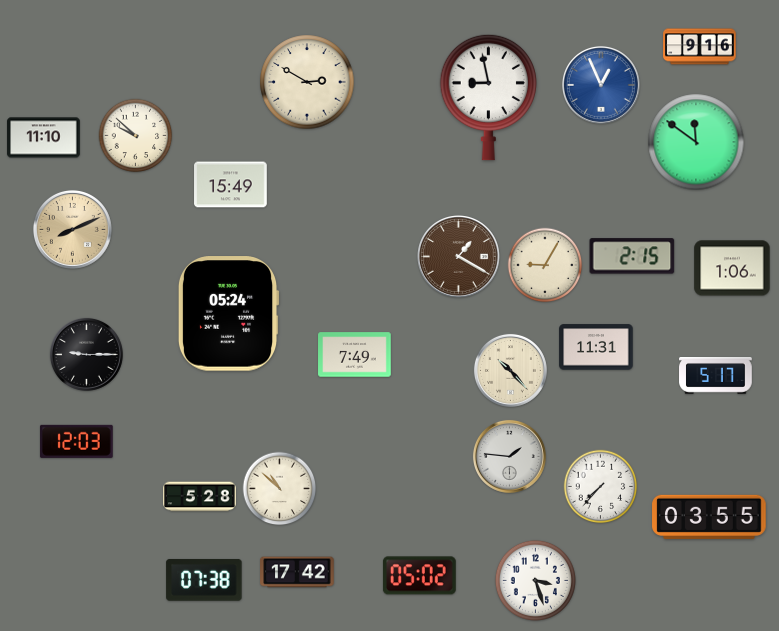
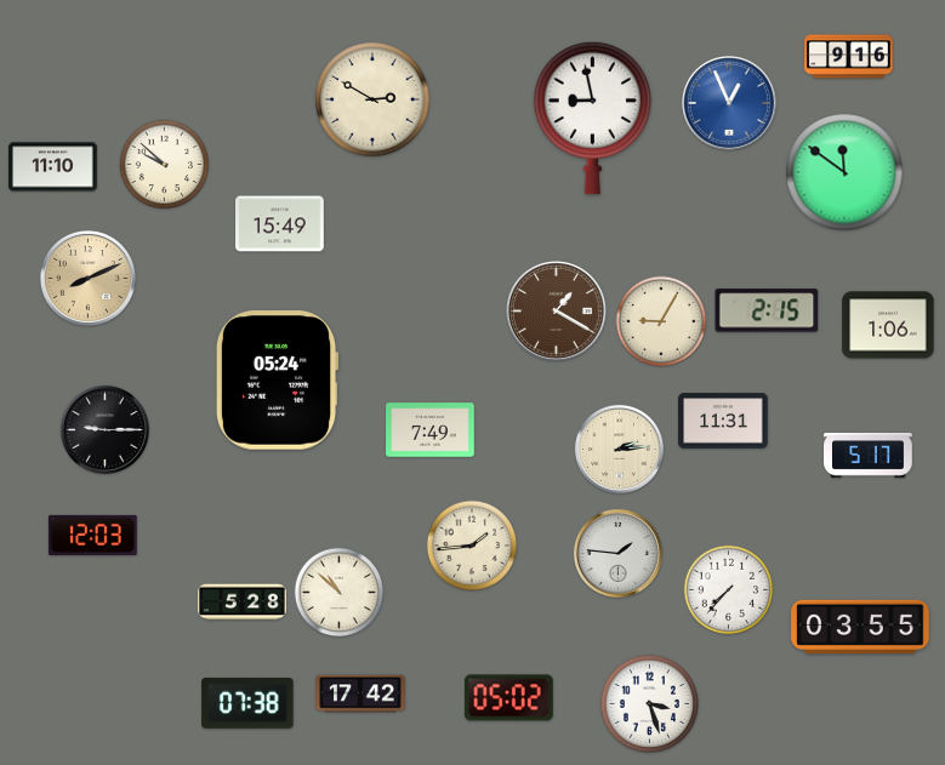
clock at (510, 370): 10:23 -> 2:14
clock at (472, 546): none -> 1:44
